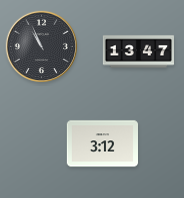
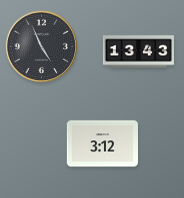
clock at (41, 46): 10:56 -> 4:56
clock at (138, 52): 13:47 -> 13:43
